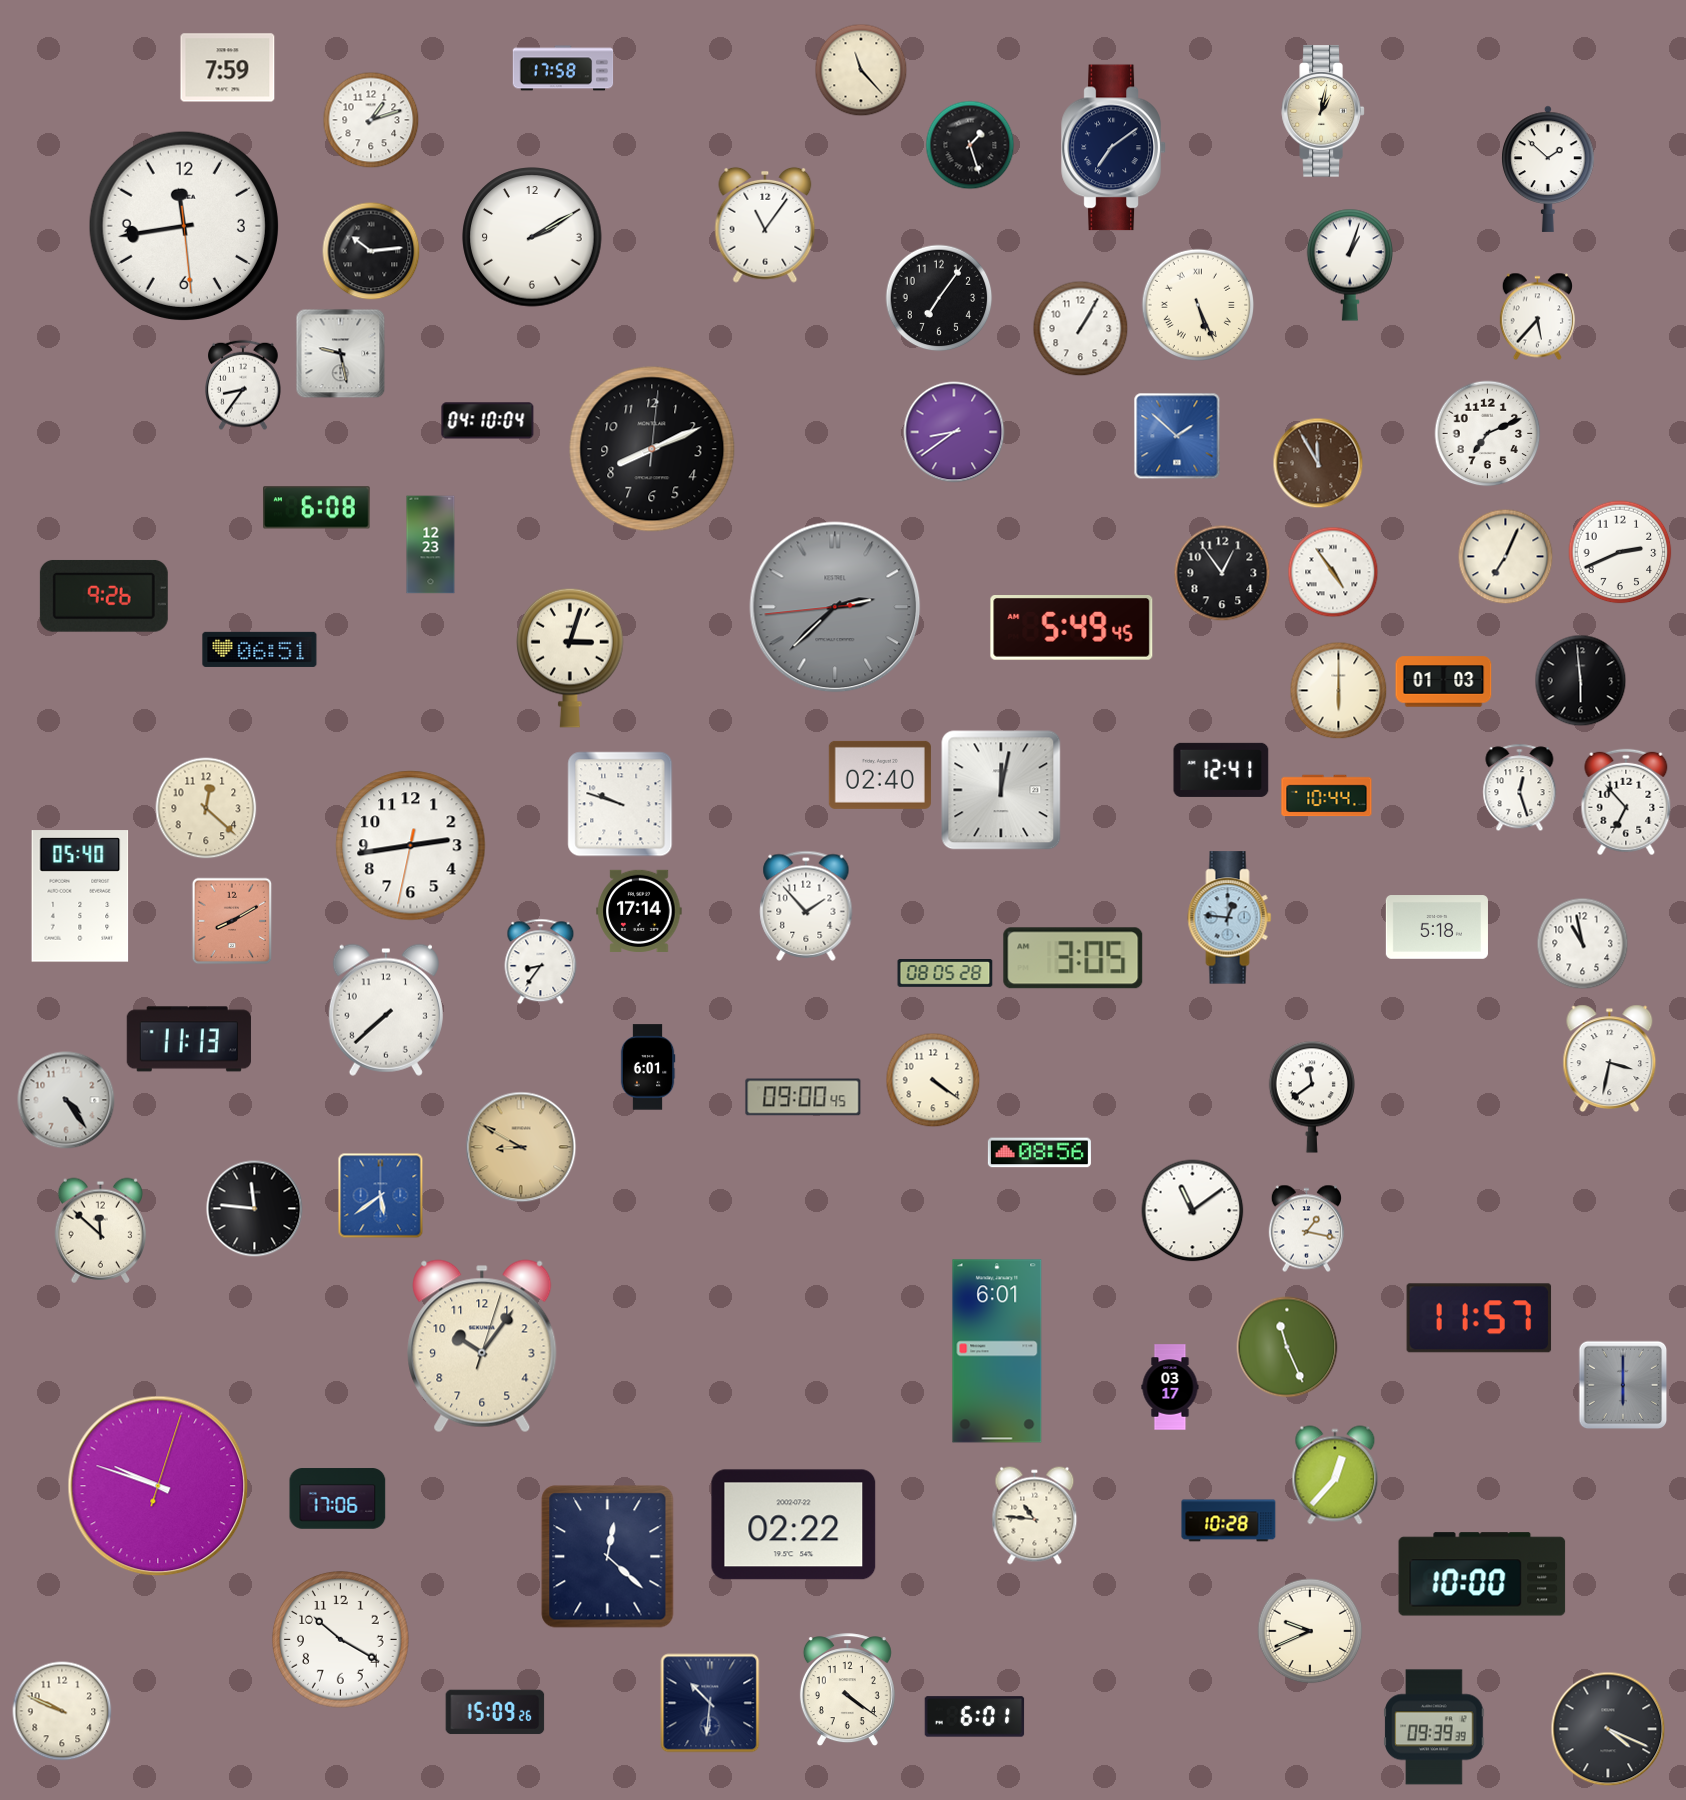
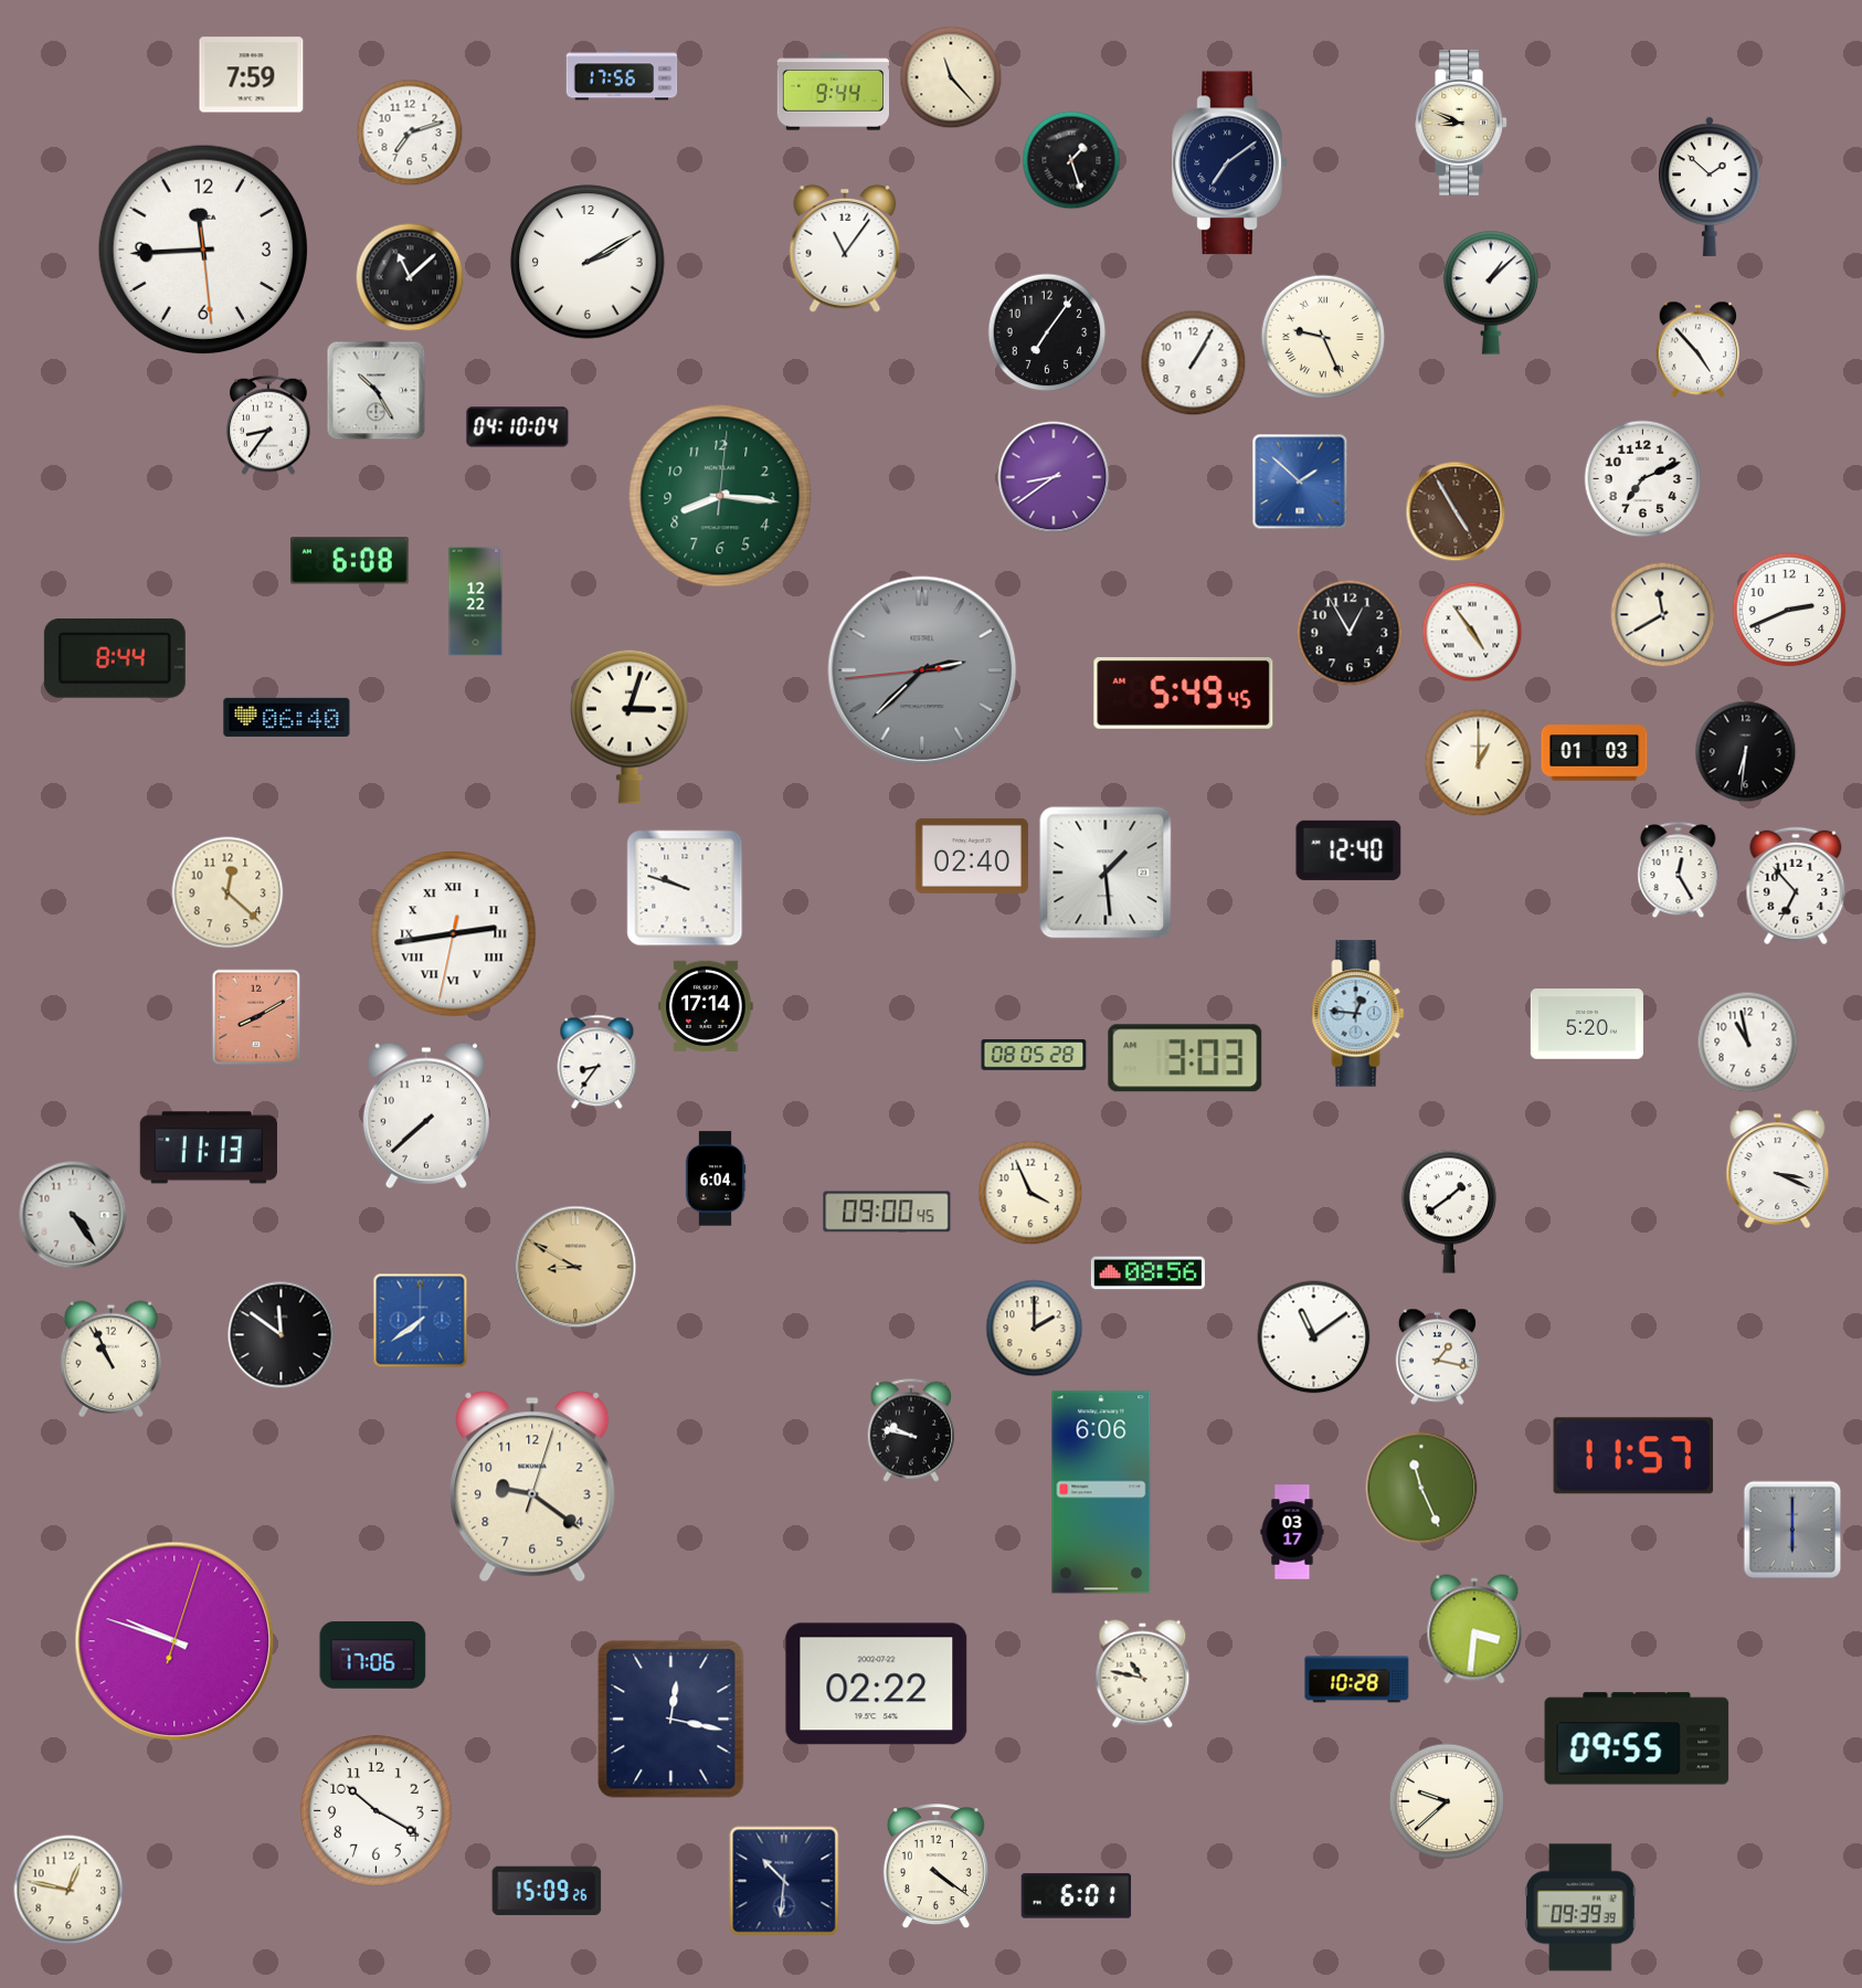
clock at (563, 68): 17:58 -> 17:56
clock at (833, 93): none -> 9:44
clock at (1323, 111): 1:02 -> 8:49
clock at (371, 120): 1:12 -> 7:12
clock at (184, 226): 11:43 -> 11:44
clock at (371, 251): 10:14 -> 11:08
clock at (1350, 265): 1:03 -> 1:08
clock at (939, 298) position: (939, 298) -> (1047, 332)
clock at (1197, 304): 5:26 -> 9:26
clock at (1537, 317): 5:37 -> 4:53
clock at (341, 354): 9:28 -> 10:25
clock at (488, 421) position: (488, 421) -> (518, 427)
clock at (652, 449): 8:11 -> 8:16
clock at (652, 449) dial: black -> green
clock at (1318, 463): 11:55 -> 4:55
clock at (431, 545): 12:23 -> 12:22
clock at (1506, 557): 7:04 -> 11:40
clock at (1222, 573): 12:54 -> 12:55
clock at (104, 596): 9:26 -> 8:44
clock at (260, 649): 06:51 -> 06:40
clock at (1581, 681): 5:59 -> 6:31
clock at (1339, 691): 6:00 -> 1:00
clock at (1221, 770): 12:41 -> 12:40
clock at (1520, 788): 12:27 -> 12:25
clock at (1001, 790): 12:02 -> 1:29
clock at (1327, 796): 10:44 -> none
clock at (411, 846) numerals: Arabic -> Roman
clock at (80, 896): 05:40 -> none
clock at (806, 906): 1:53 -> none
clock at (1437, 927): 5:18 -> 5:20
clock at (1073, 958): 3:05 -> 3:03
clock at (945, 974) position: (945, 974) -> (1034, 1056)
clock at (1610, 1059): 3:32 -> 3:19
clock at (648, 1067): 6:01 -> 6:04
clock at (933, 1080): 4:21 -> 3:56
clock at (1312, 1097): 11:39 -> 1:39
clock at (381, 1196): 5:39 -> 7:39
clock at (1035, 1329): none -> 2:00
clock at (255, 1209): 11:46 -> 11:51
clock at (1193, 1211) position: (1193, 1211) -> (1314, 1337)
clock at (1306, 1229) position: (1306, 1229) -> (1437, 1357)
clock at (100, 1230): 11:52 -> 10:56
clock at (910, 1430): none -> 9:47
clock at (482, 1346): 10:06 -> 9:21
clock at (997, 1351): 6:01 -> 6:06
clock at (1335, 1475): 12:37 -> 3:31
clock at (1035, 1516): 10:46 -> 10:47
clock at (608, 1557): 12:22 -> 12:17
clock at (1482, 1574): 10:00 -> 09:55
clock at (1310, 1631): 9:41 -> 9:38
clock at (62, 1711): 9:49 -> 12:47
clock at (1434, 1727) position: (1434, 1727) -> (1580, 1907)
clock at (1608, 1729): 4:19 -> none
